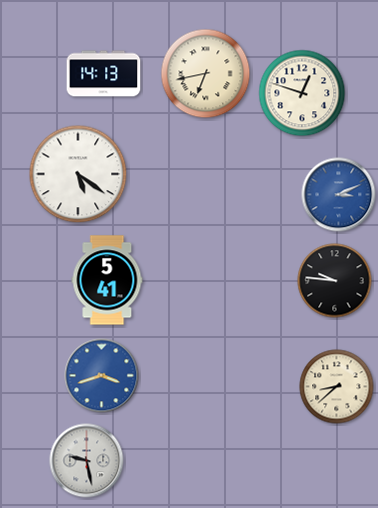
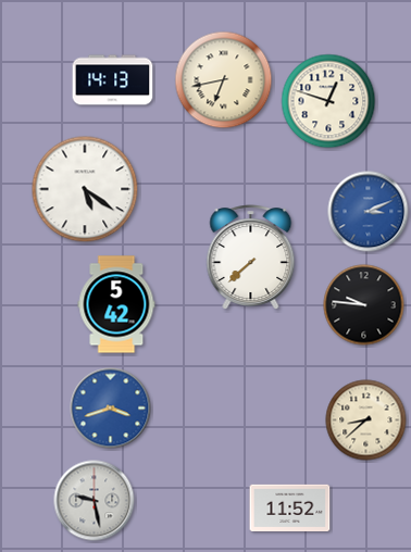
clock at (251, 258): none -> 7:38
clock at (107, 280): 5:41 -> 5:42
clock at (290, 509): none -> 11:52
